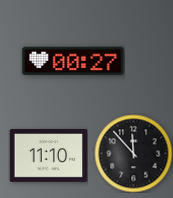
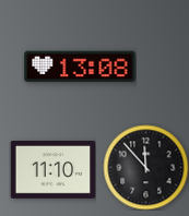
clock at (73, 61): 00:27 -> 13:08
